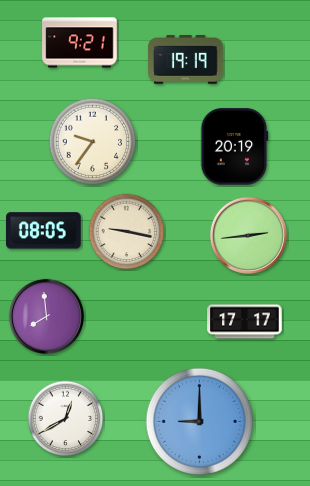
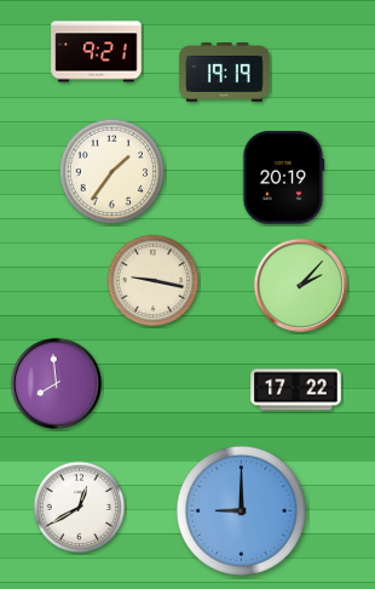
clock at (93, 142): 9:36 -> 1:36
clock at (44, 231): 08:05 -> none
clock at (248, 235): 2:44 -> 2:07
clock at (245, 322): 17:17 -> 17:22
